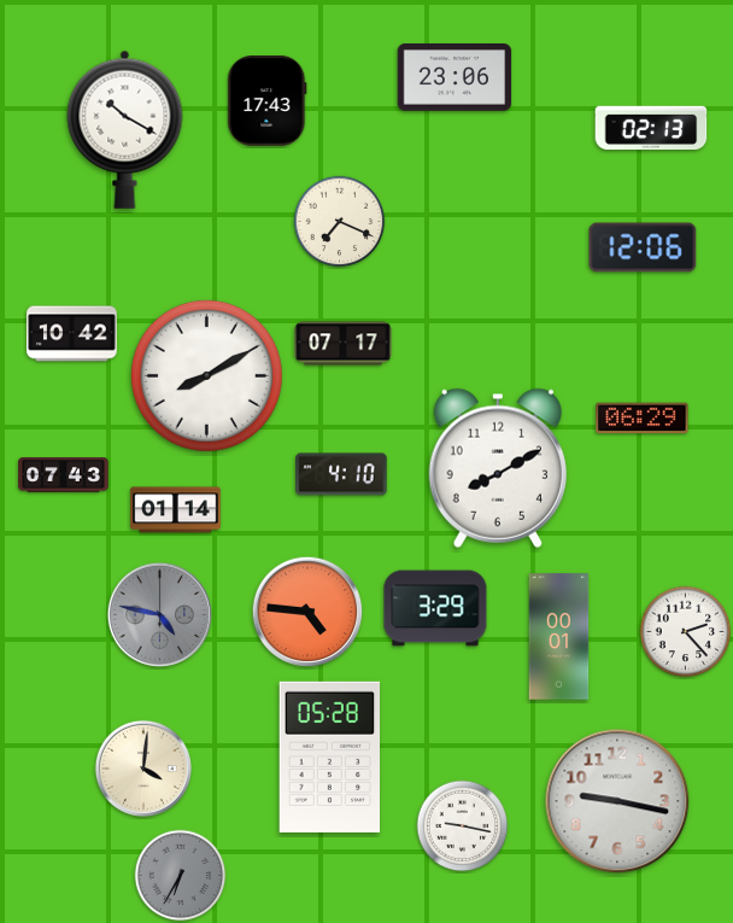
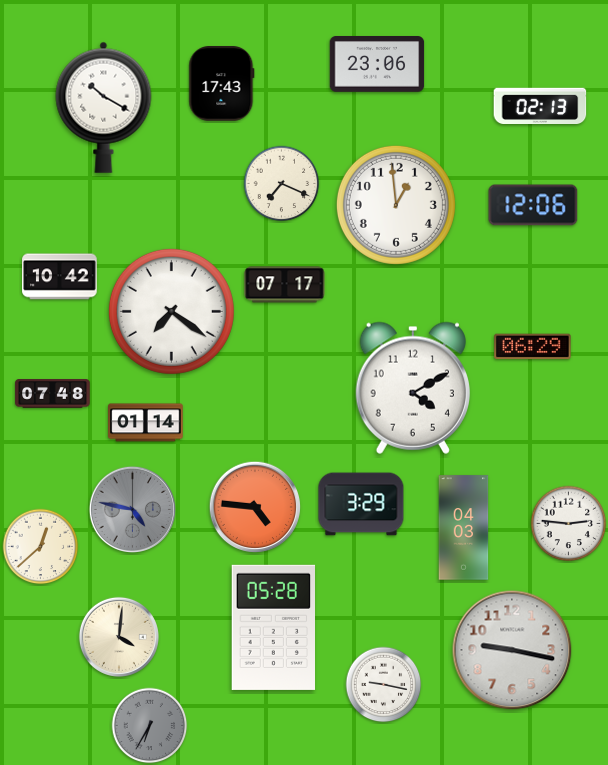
clock at (396, 205): none -> 12:59
clock at (206, 375): 8:10 -> 7:21
clock at (498, 468): 8:10 -> 4:10
clock at (341, 474): 4:10 -> none
clock at (64, 475): 07:43 -> 07:48
clock at (686, 632): 2:23 -> 2:46
clock at (559, 637): 00:01 -> 04:03
clock at (41, 547): none -> 12:38
clock at (617, 801) position: (617, 801) -> (512, 650)
